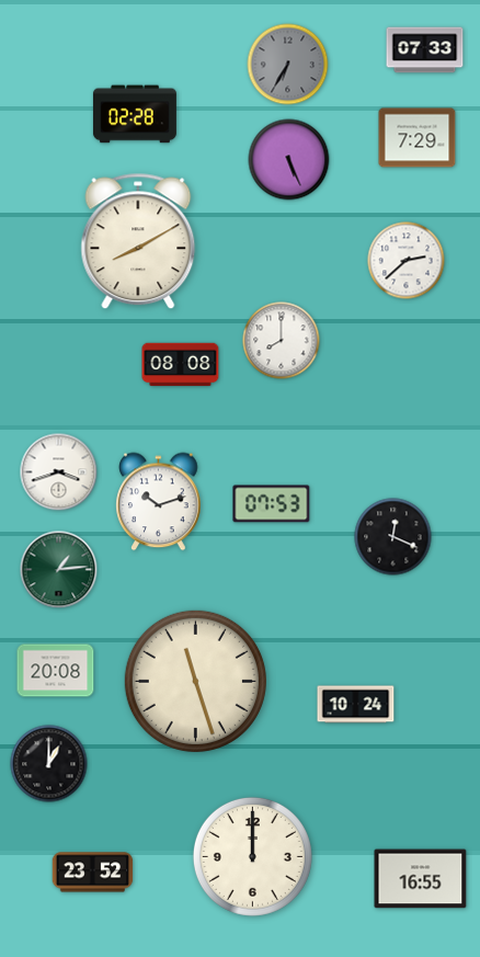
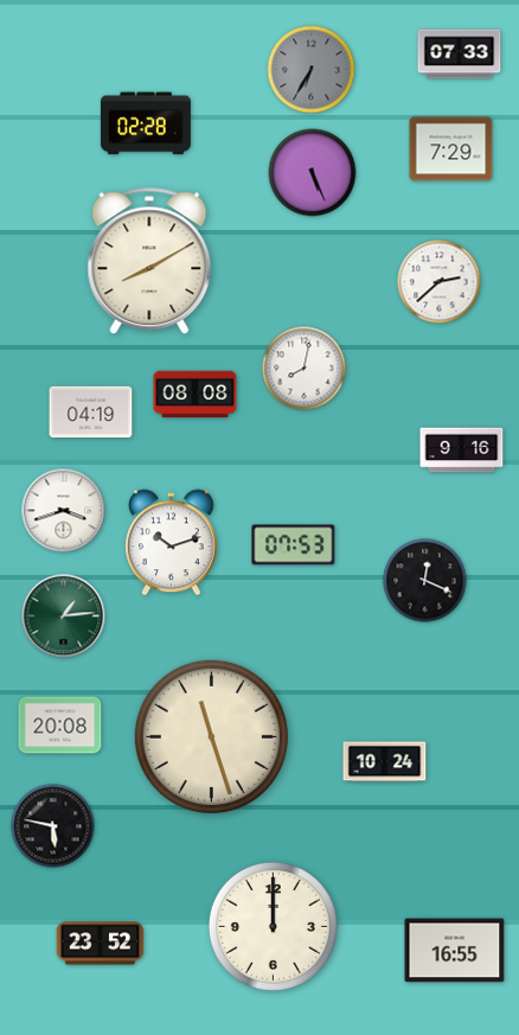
clock at (282, 341): 8:00 -> 8:02
clock at (91, 413): none -> 04:19
clock at (462, 451): none -> 9:16
clock at (49, 764): 1:00 -> 5:47
